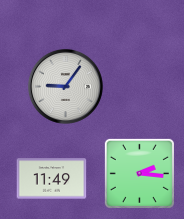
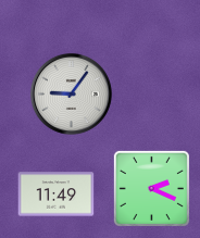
clock at (139, 173): 2:16 -> 2:19
